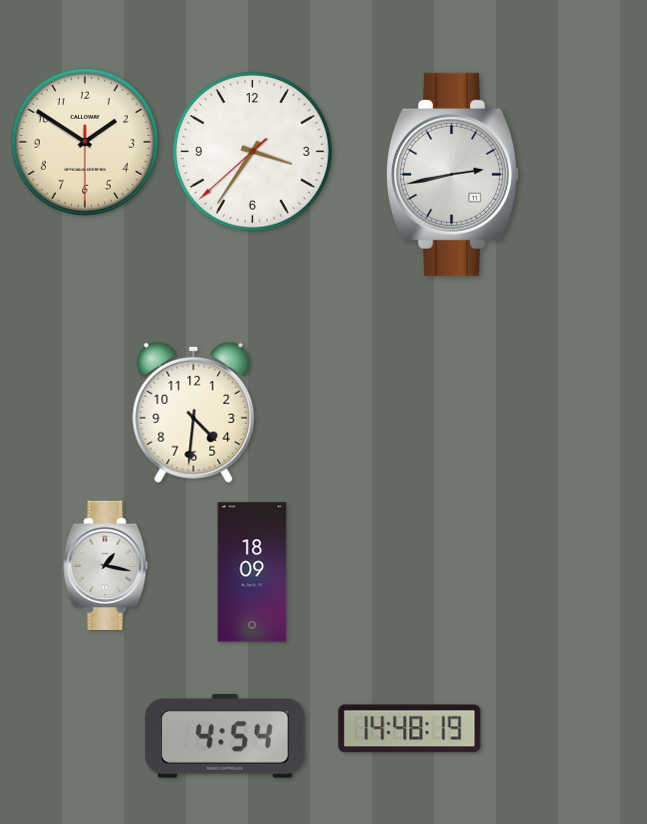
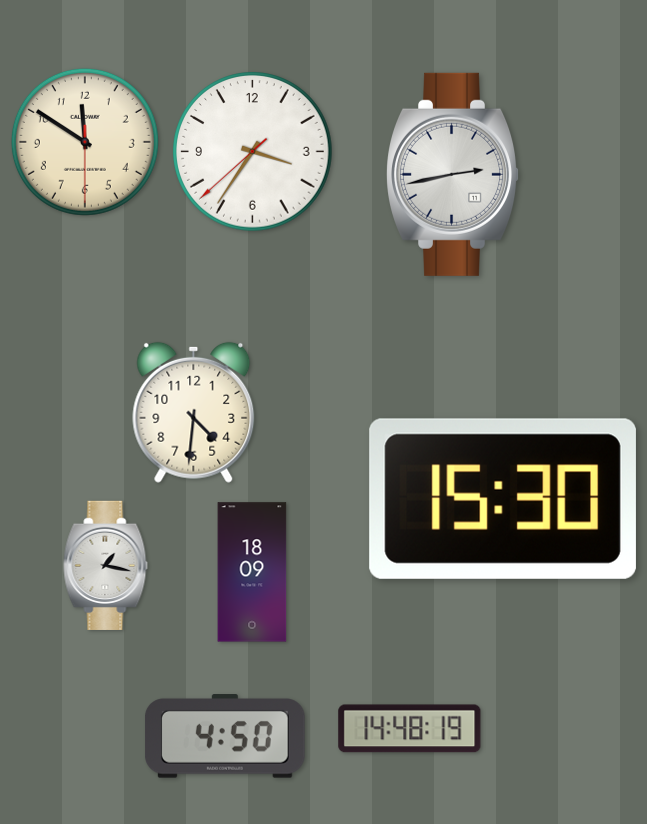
clock at (85, 142): 1:50 -> 11:50
clock at (503, 499): none -> 15:30
clock at (226, 736): 4:54 -> 4:50
